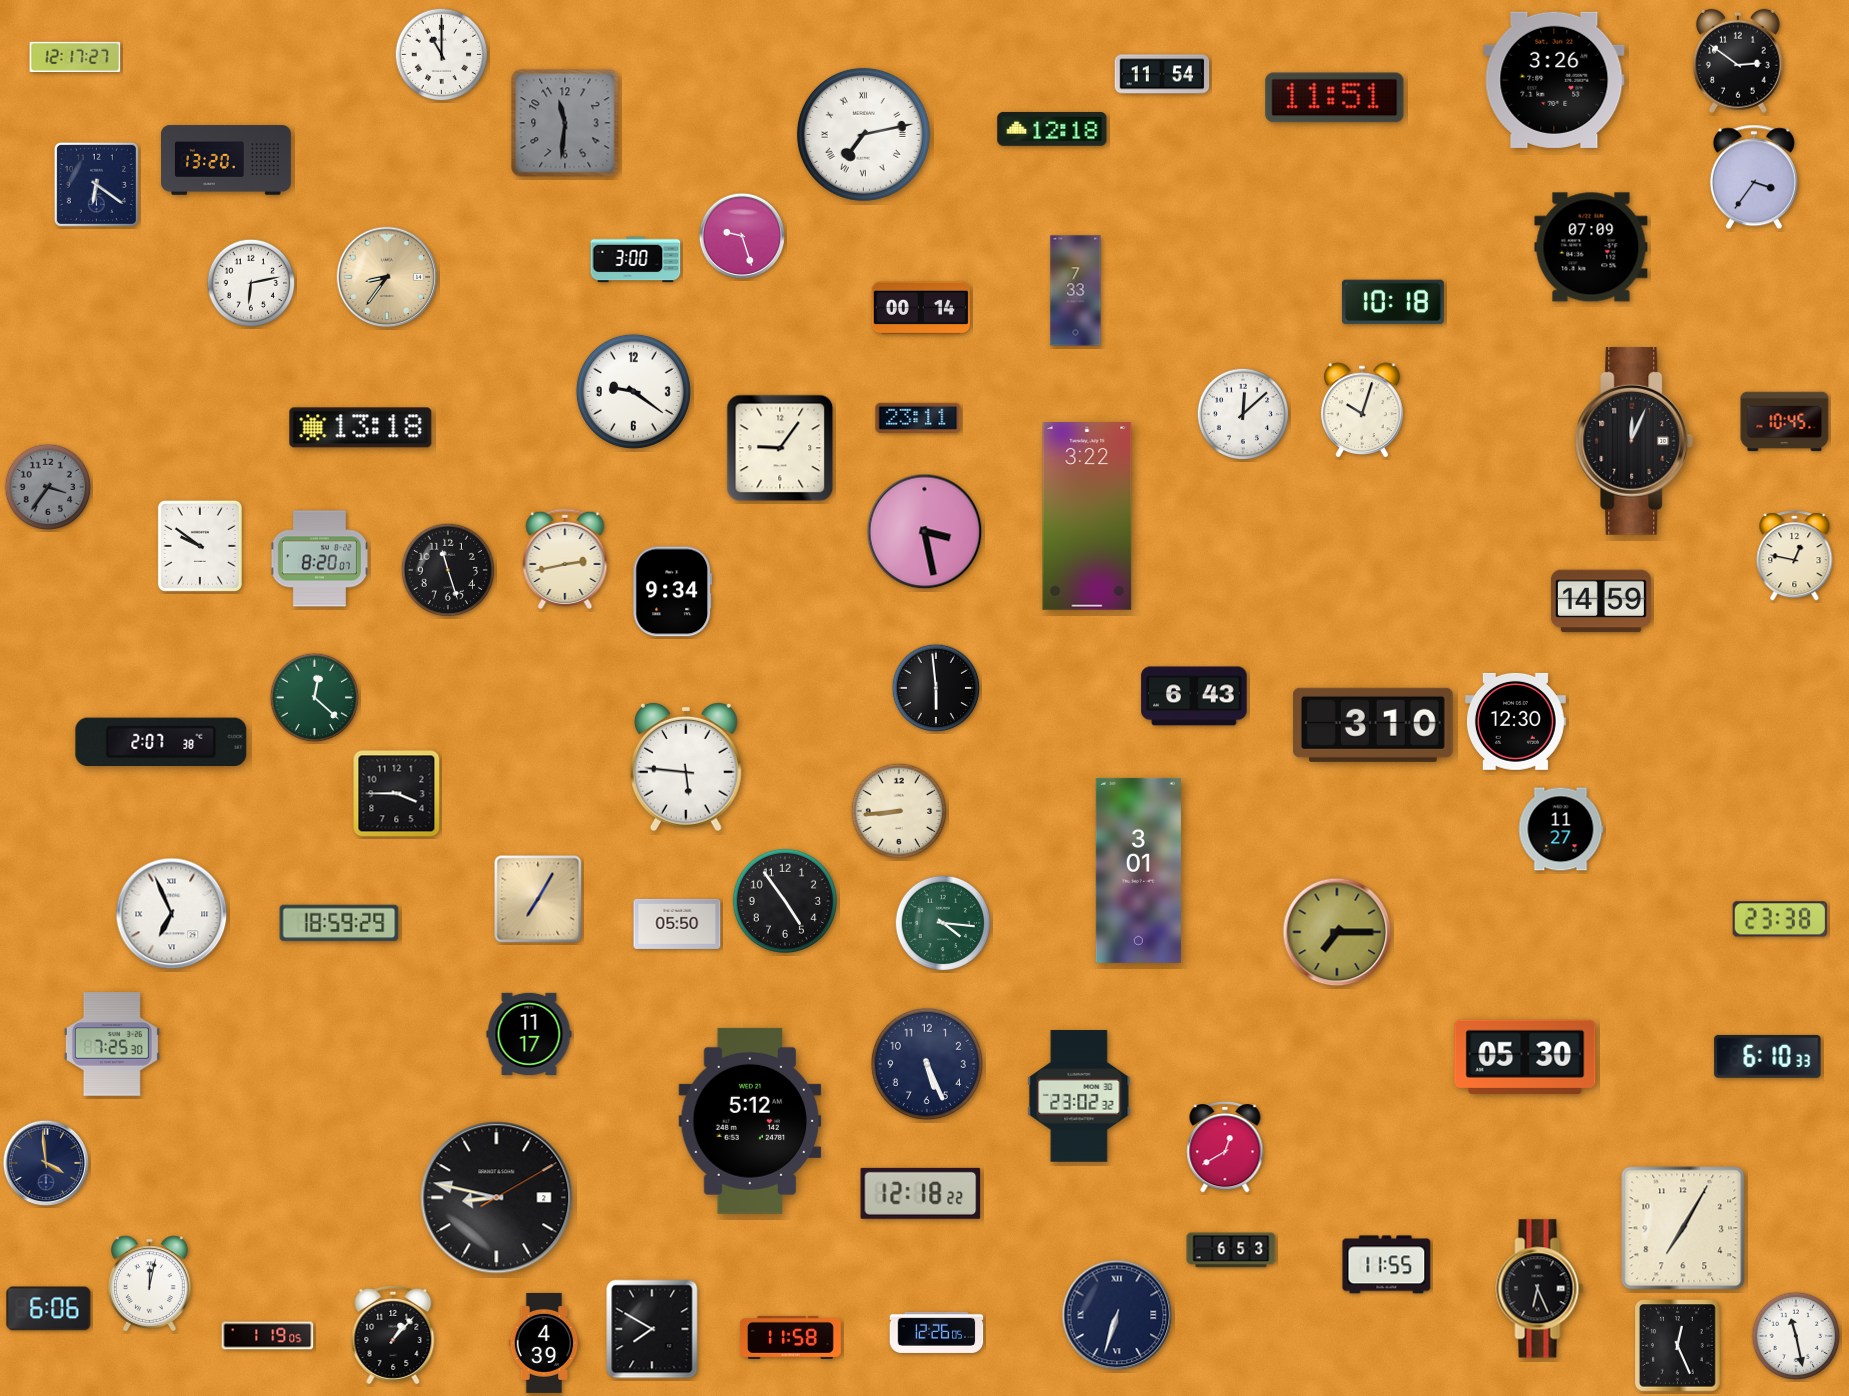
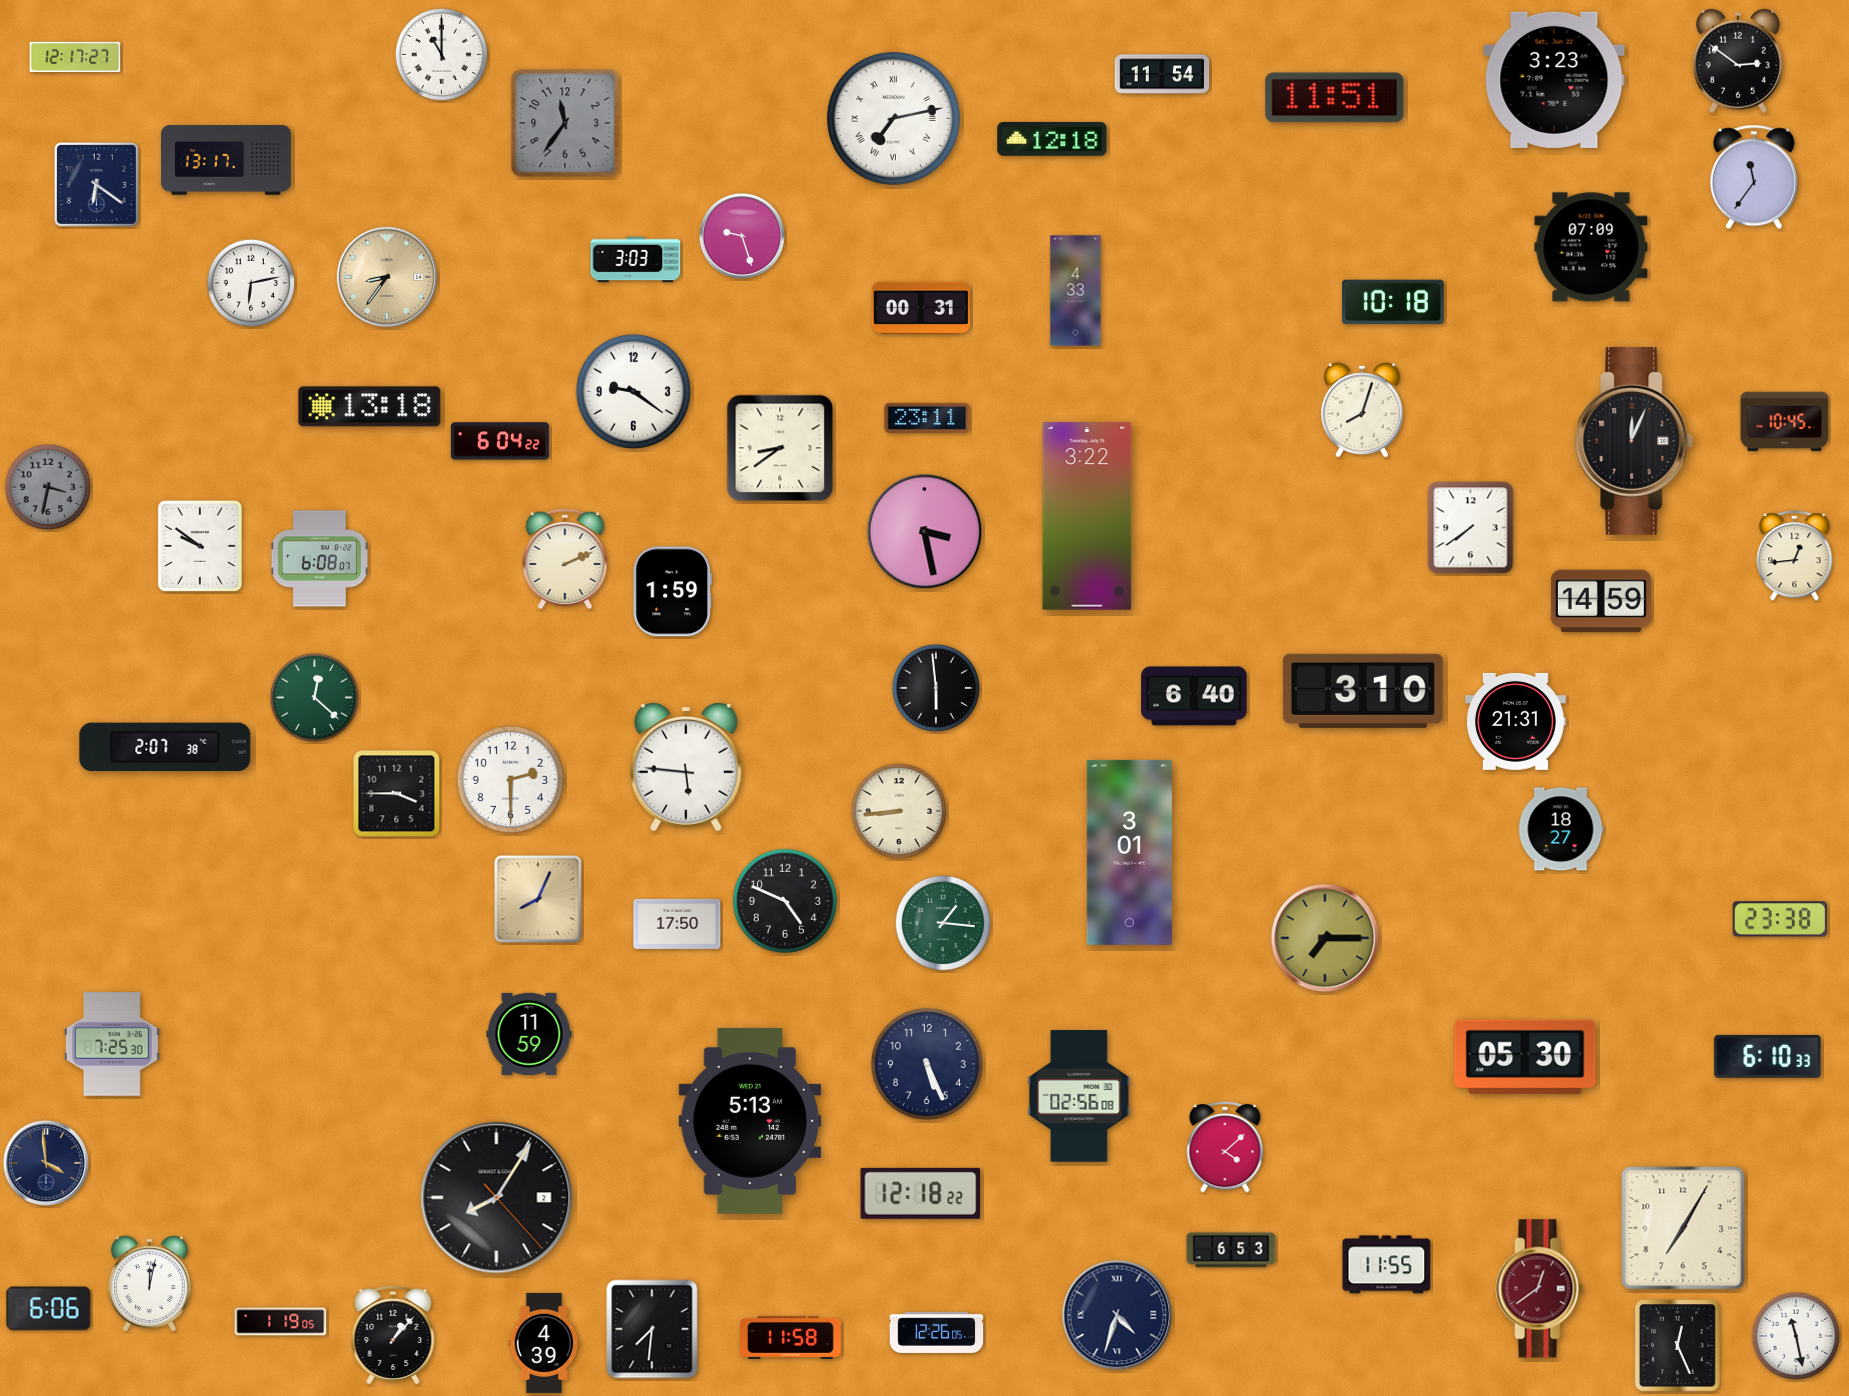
clock at (1554, 80): 3:26 -> 3:23
clock at (565, 123): 11:31 -> 11:36
clock at (1052, 129) position: (1052, 129) -> (1052, 139)
clock at (863, 134) position: (863, 134) -> (893, 118)
clock at (226, 160): 13:20 -> 13:17
clock at (1754, 177): 3:36 -> 11:36
clock at (636, 260): 3:00 -> 3:03
clock at (1076, 291): 7:33 -> 4:33
clock at (921, 308): 00:14 -> 00:31
clock at (1362, 410): 10:03 -> 8:03
clock at (1243, 414): 12:08 -> none
clock at (918, 418) position: (918, 418) -> (927, 418)
clock at (361, 428) position: (361, 428) -> (370, 407)
clock at (500, 441): none -> 6:04
clock at (780, 448): 9:06 -> 8:39
clock at (48, 487): 3:36 -> 3:32
clock at (1471, 528): none -> 7:39
clock at (1795, 556): 12:47 -> 12:44
clock at (565, 558): 2:43 -> 2:11
clock at (319, 559): 8:20 -> 6:08
clock at (447, 569): 11:27 -> none
clock at (673, 592): 9:34 -> 1:59
clock at (1194, 696): 6:43 -> 6:40
clock at (1515, 721): 12:30 -> 21:31
clock at (1373, 725) position: (1373, 725) -> (1363, 691)
clock at (161, 741) position: (161, 741) -> (165, 746)
clock at (510, 779): none -> 2:30
clock at (1561, 829): 11:27 -> 18:27
clock at (1138, 870) position: (1138, 870) -> (1129, 852)
clock at (538, 899): 7:05 -> 8:04
clock at (785, 901): 4:54 -> 4:49
clock at (172, 914): 6:56 -> none
clock at (942, 922): 4:16 -> 1:16
clock at (339, 923): 18:59 -> none
clock at (677, 924): 05:50 -> 17:50
clock at (1337, 932) position: (1337, 932) -> (1325, 938)
clock at (529, 1034): 11:17 -> 11:59
clock at (1079, 1096): 23:02 -> 02:56
clock at (750, 1121): 5:12 -> 5:13
clock at (1225, 1148): 12:40 -> 4:08
clock at (497, 1198): 8:47 -> 8:05
clock at (1540, 1289): 6:26 -> 12:39
clock at (1540, 1289) dial: black -> burgundy
clock at (1117, 1315): 6:33 -> 4:33
clock at (652, 1329): 7:50 -> 7:31
clock at (268, 1336) position: (268, 1336) -> (281, 1322)
